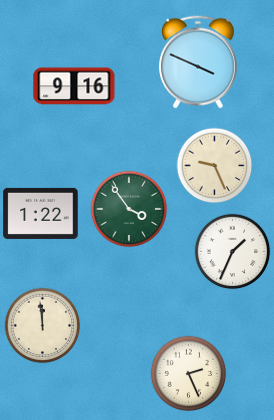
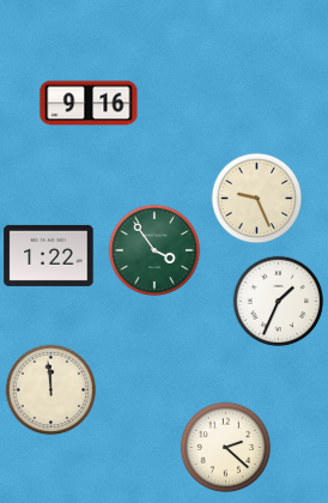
clock at (199, 62): 3:49 -> none
clock at (189, 374): 2:26 -> 2:22
